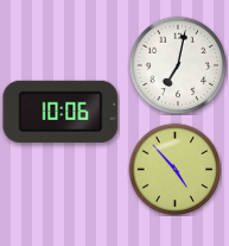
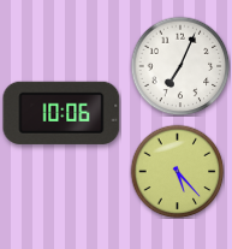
clock at (178, 65): 7:02 -> 7:04
clock at (174, 169): 4:53 -> 5:23
